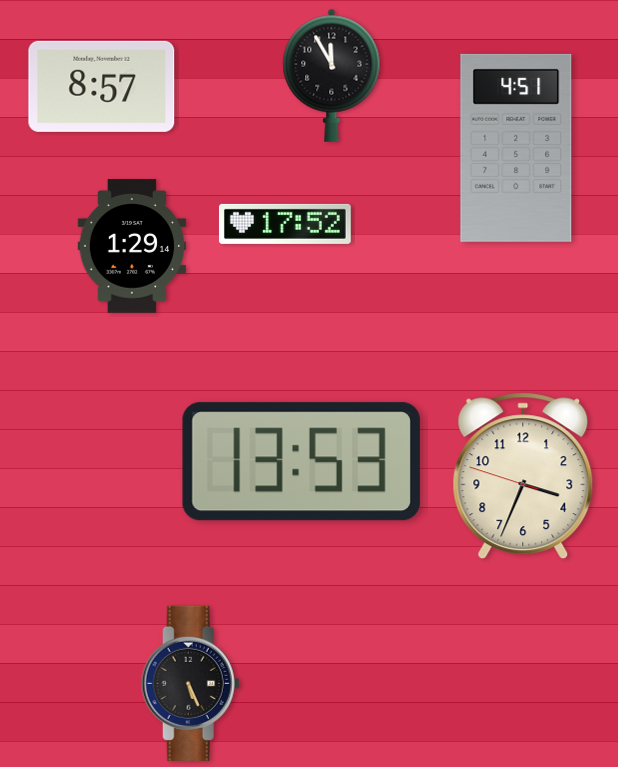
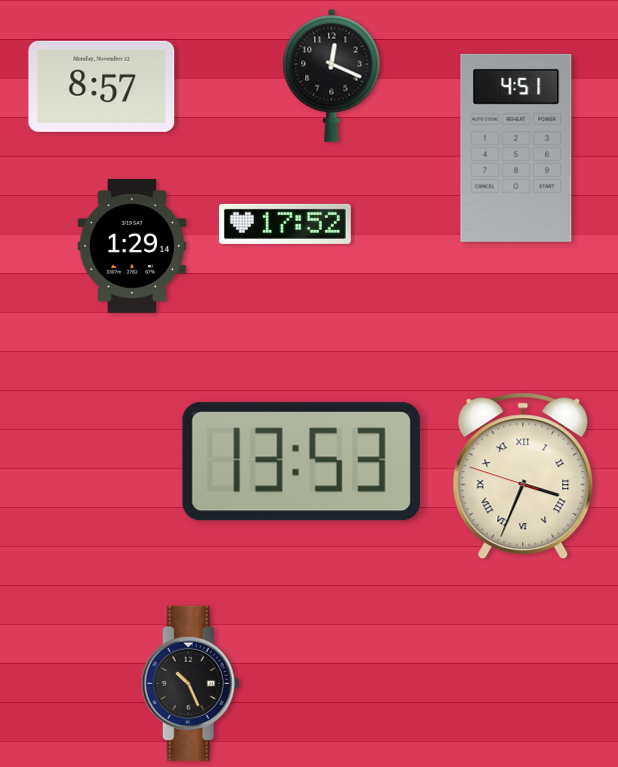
clock at (332, 75): 11:55 -> 12:19
clock at (523, 476) numerals: Arabic -> Roman
clock at (190, 683): 5:26 -> 10:26
